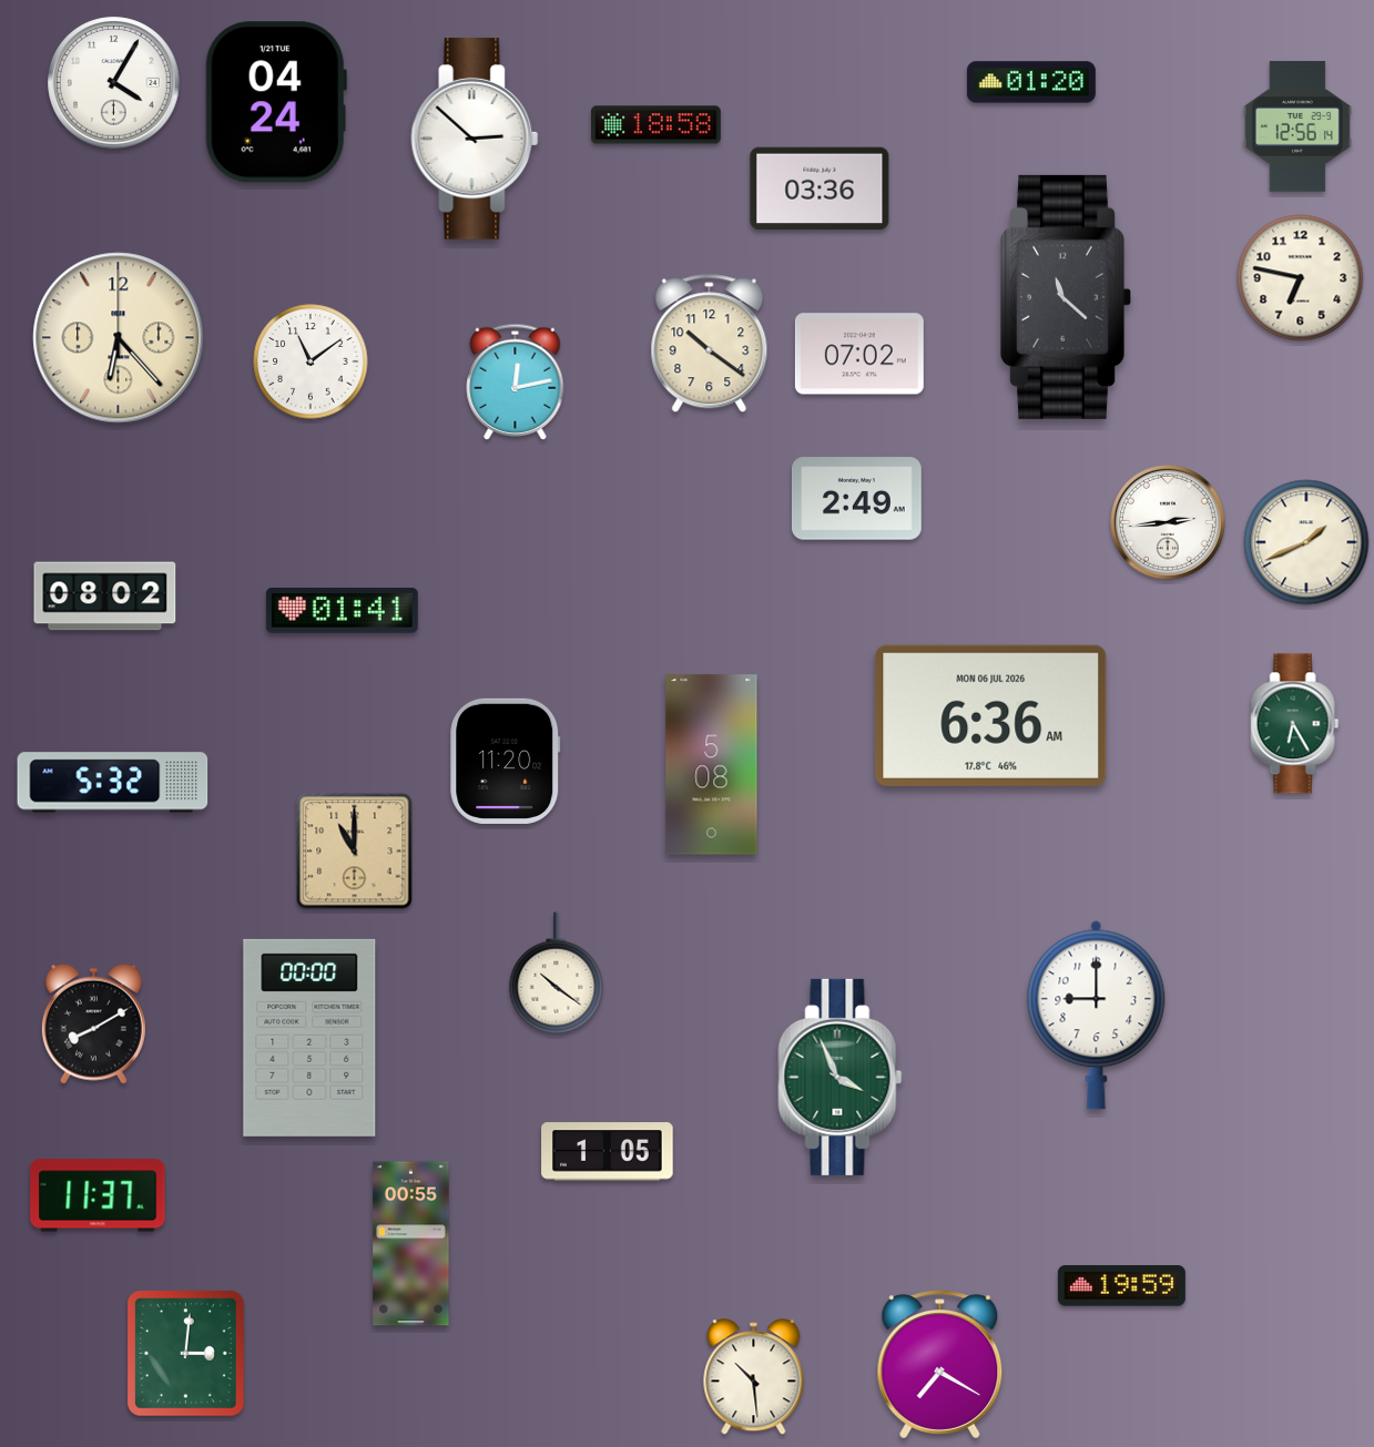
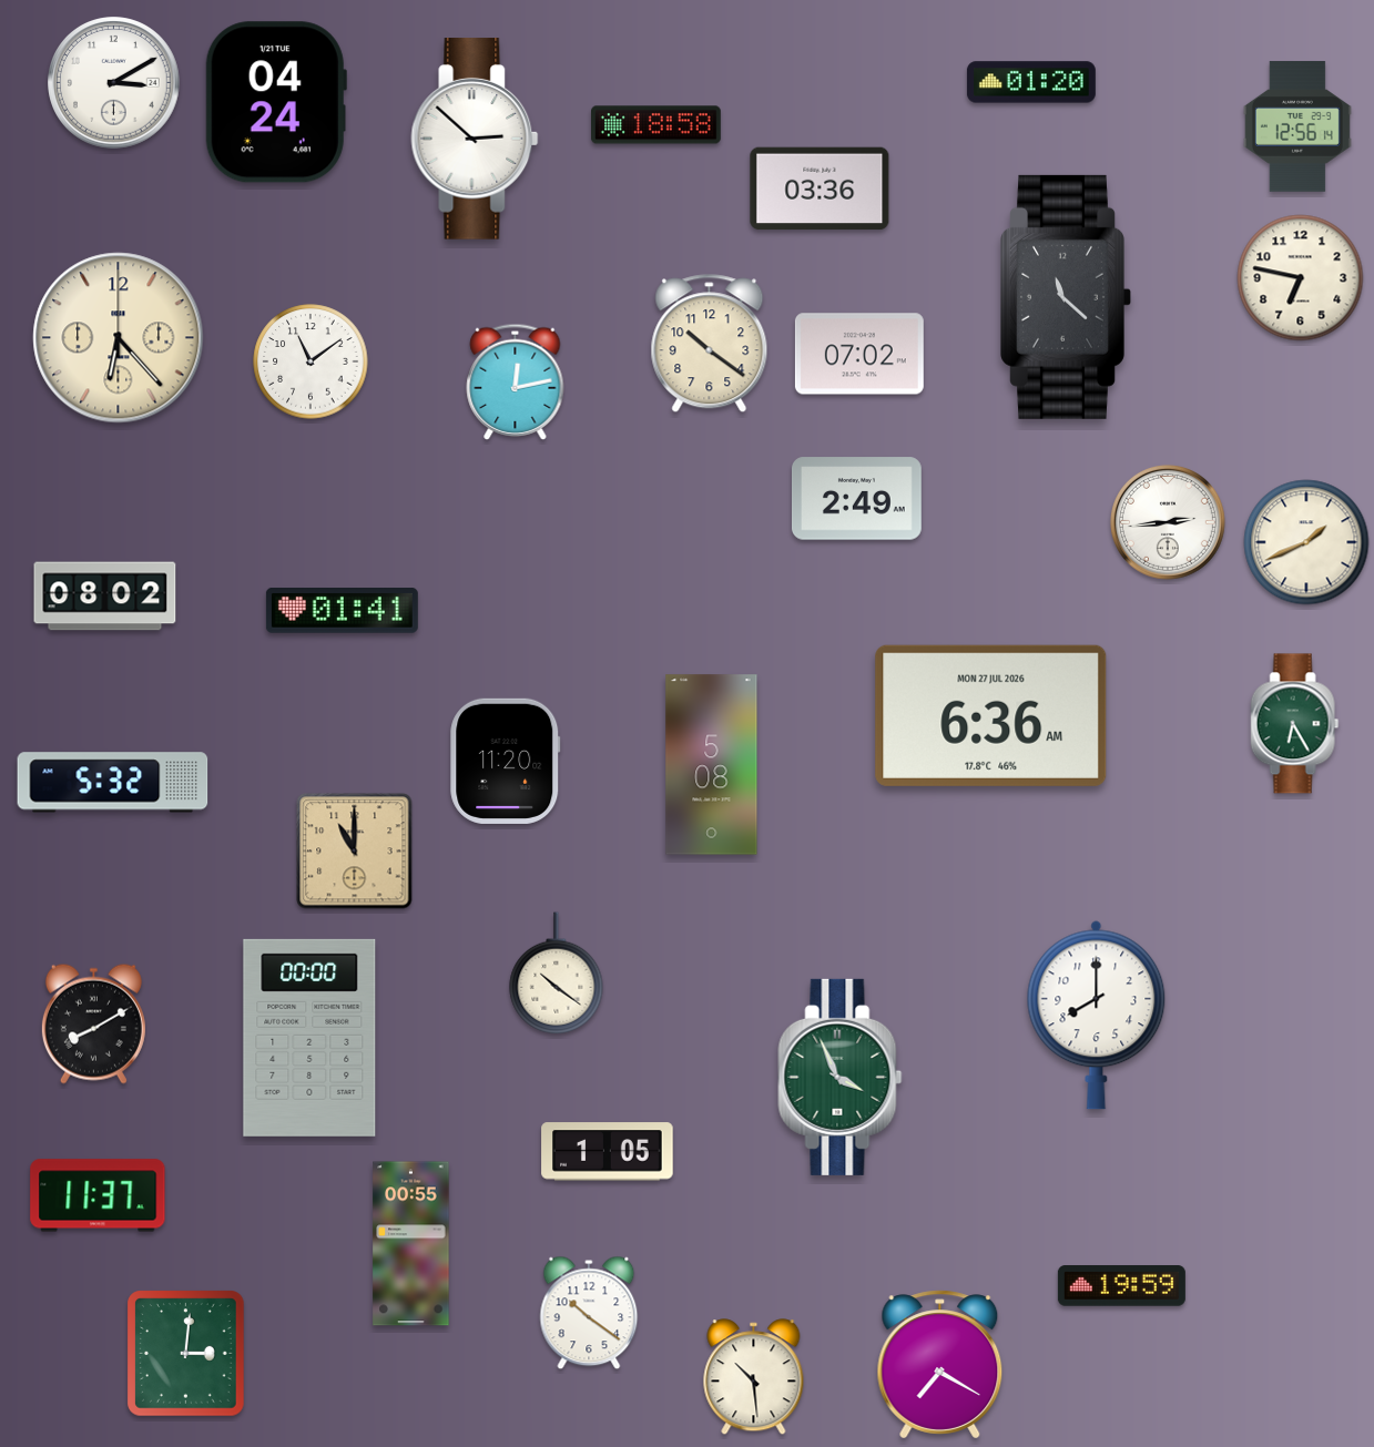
clock at (114, 83): 4:05 -> 3:10
clock at (991, 715) date: MON 06 JUL 2026 -> MON 27 JUL 2026
clock at (1097, 1016): 9:00 -> 8:00
clock at (589, 1313): none -> 10:21
